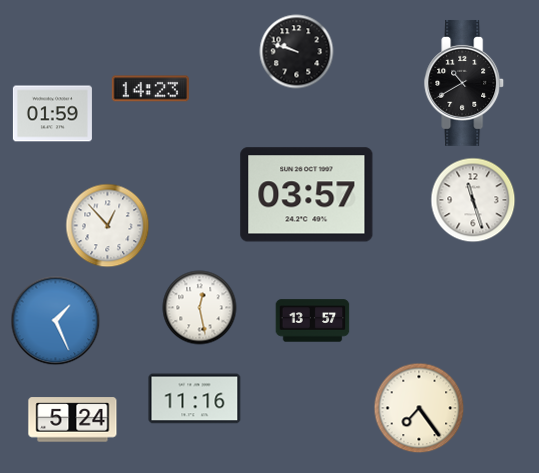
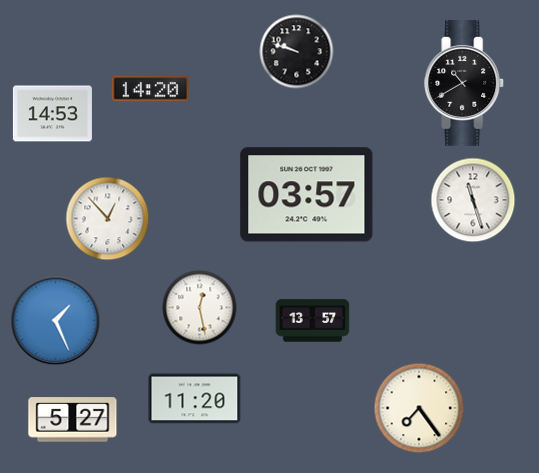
clock at (150, 89): 14:23 -> 14:20
clock at (52, 114): 01:59 -> 14:53
clock at (108, 226) position: (108, 226) -> (108, 219)
clock at (195, 399): 11:16 -> 11:20
clock at (73, 420): 5:24 -> 5:27
